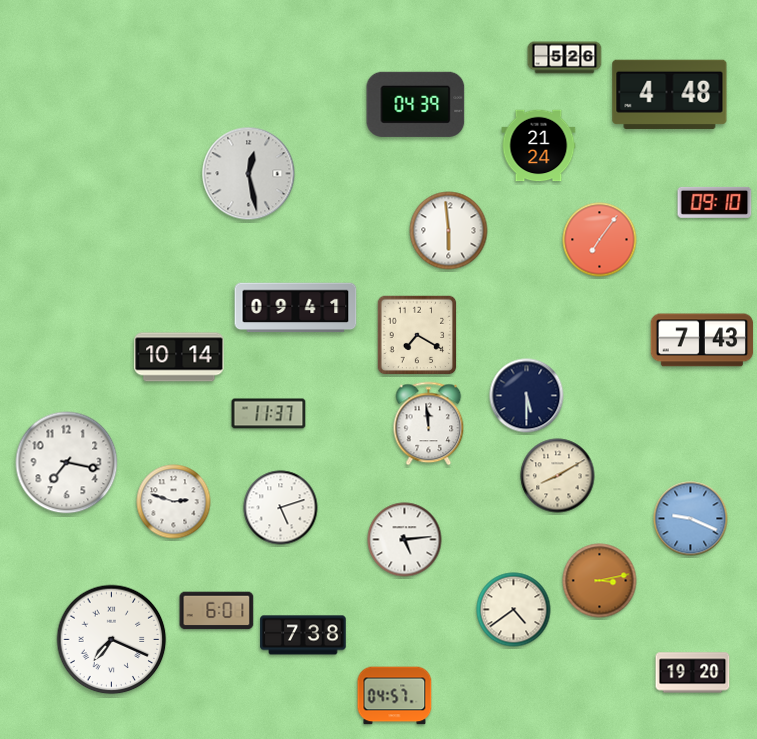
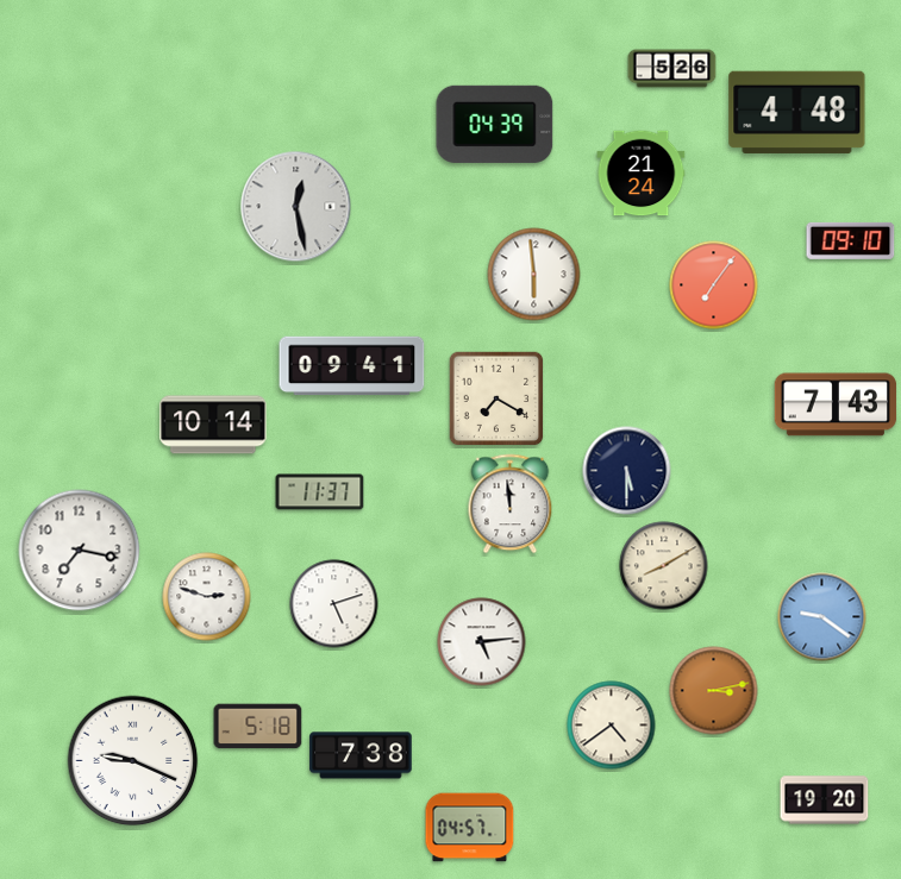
clock at (691, 519): 9:19 -> 9:21
clock at (217, 611): 6:01 -> 5:18
clock at (112, 640): 7:19 -> 9:19
